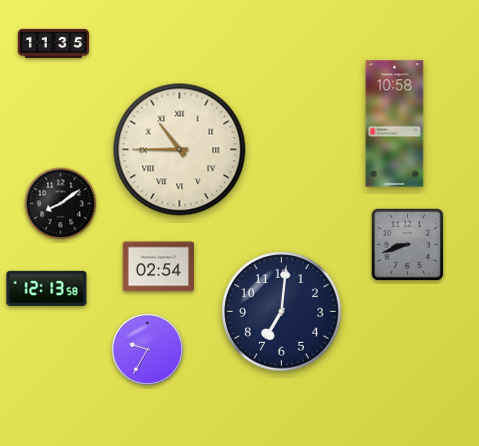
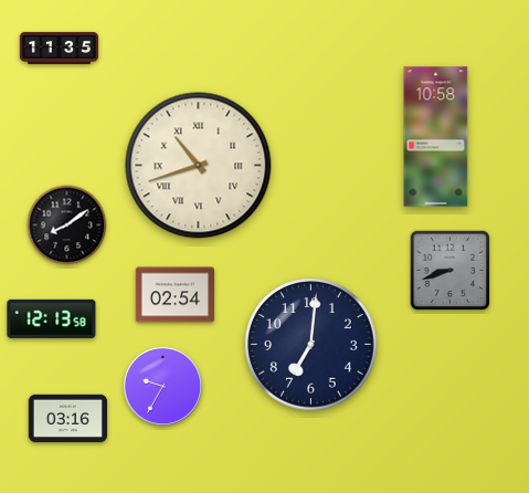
clock at (180, 150): 10:45 -> 10:42
clock at (67, 419): none -> 03:16
